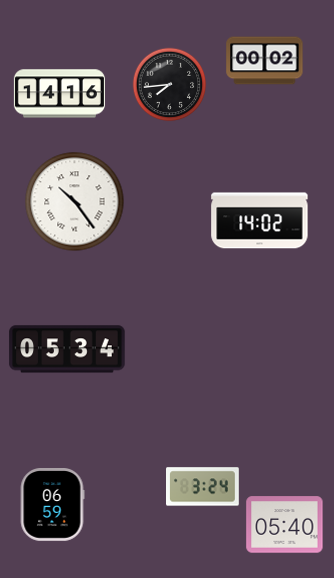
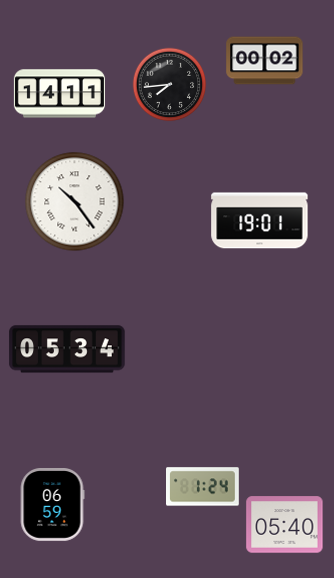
clock at (59, 94): 14:16 -> 14:11
clock at (260, 221): 14:02 -> 19:01
clock at (203, 487): 3:24 -> 1:24
